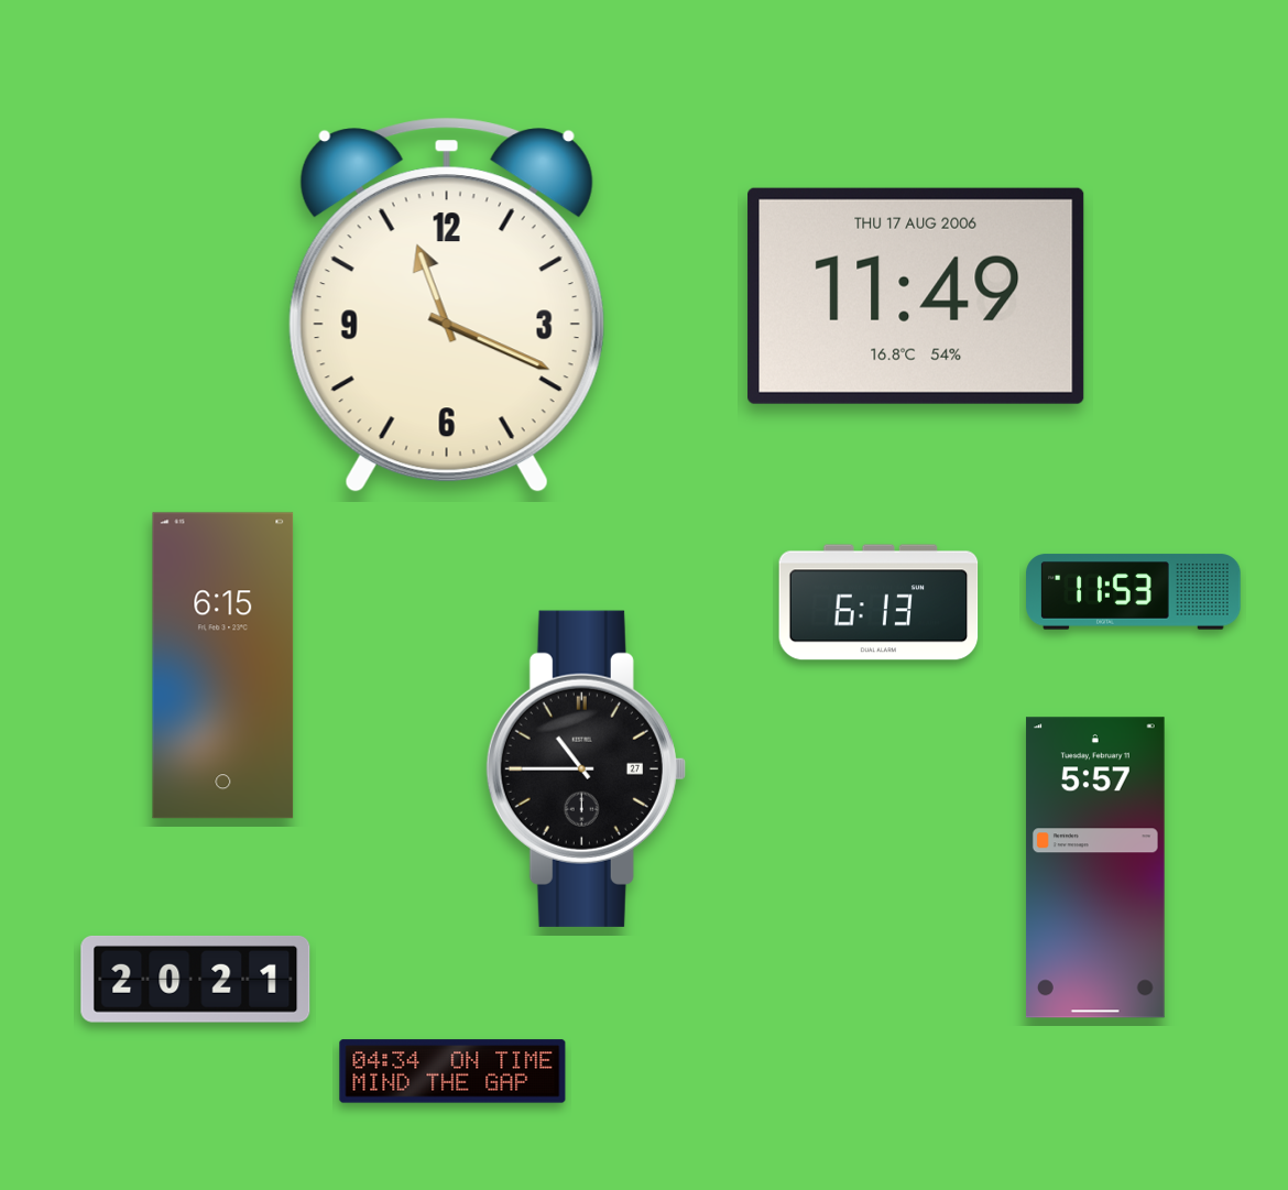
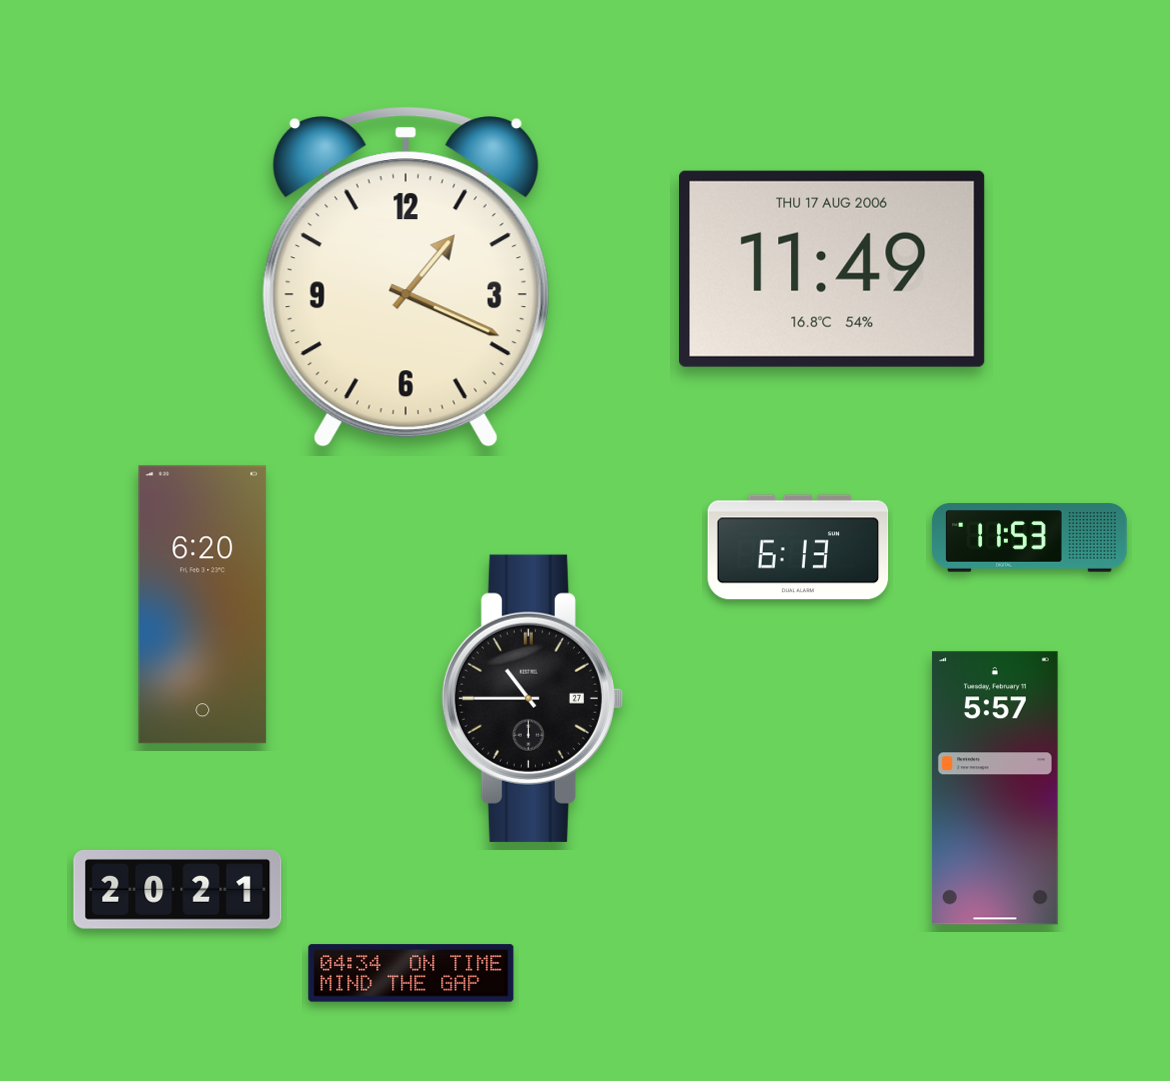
clock at (447, 305): 11:19 -> 1:19
clock at (223, 666): 6:15 -> 6:20
